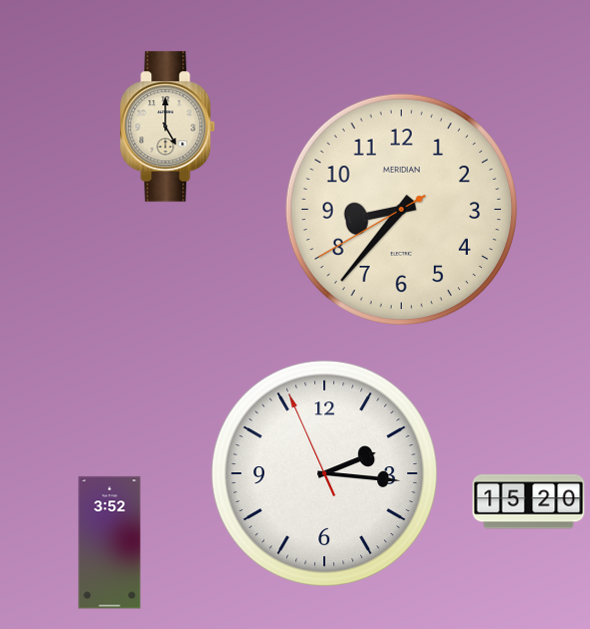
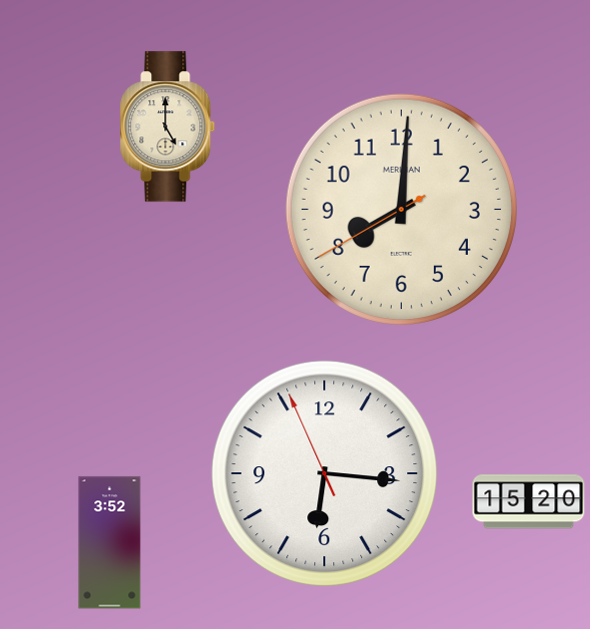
clock at (401, 209): 8:36 -> 8:00
clock at (325, 474): 2:15 -> 6:15
